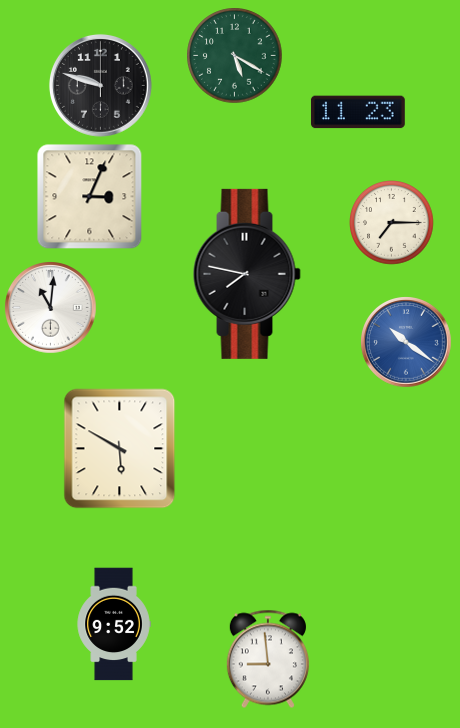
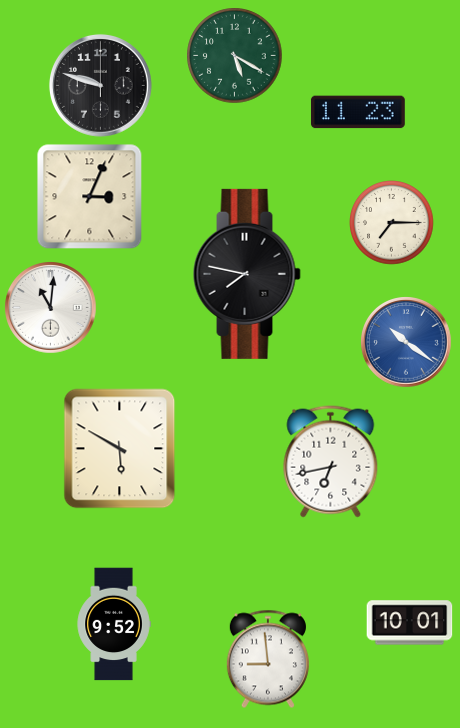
clock at (331, 462): none -> 6:43
clock at (410, 623): none -> 10:01
